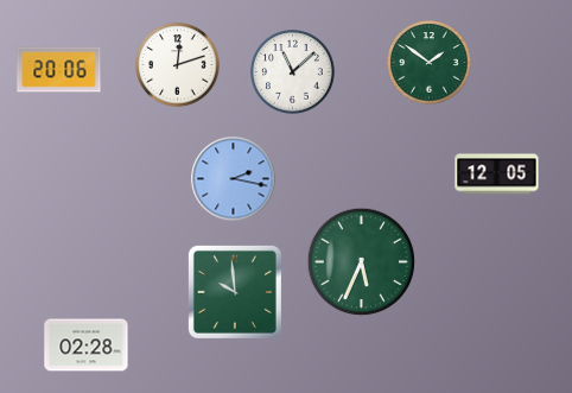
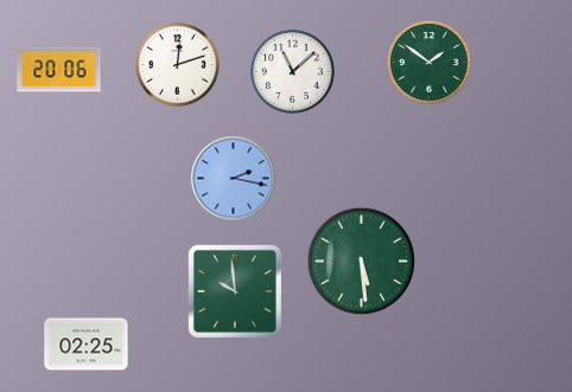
clock at (497, 175): 12:05 -> none
clock at (362, 262): 5:34 -> 5:29
clock at (87, 346): 02:28 -> 02:25
